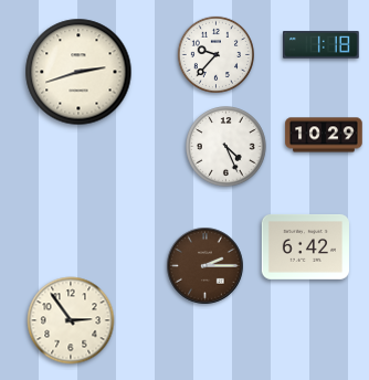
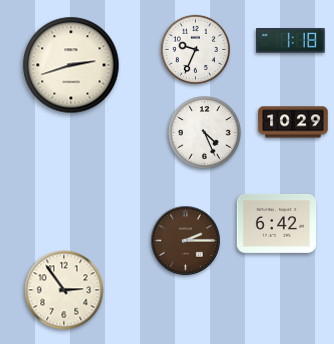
clock at (215, 54): 9:37 -> 9:34
